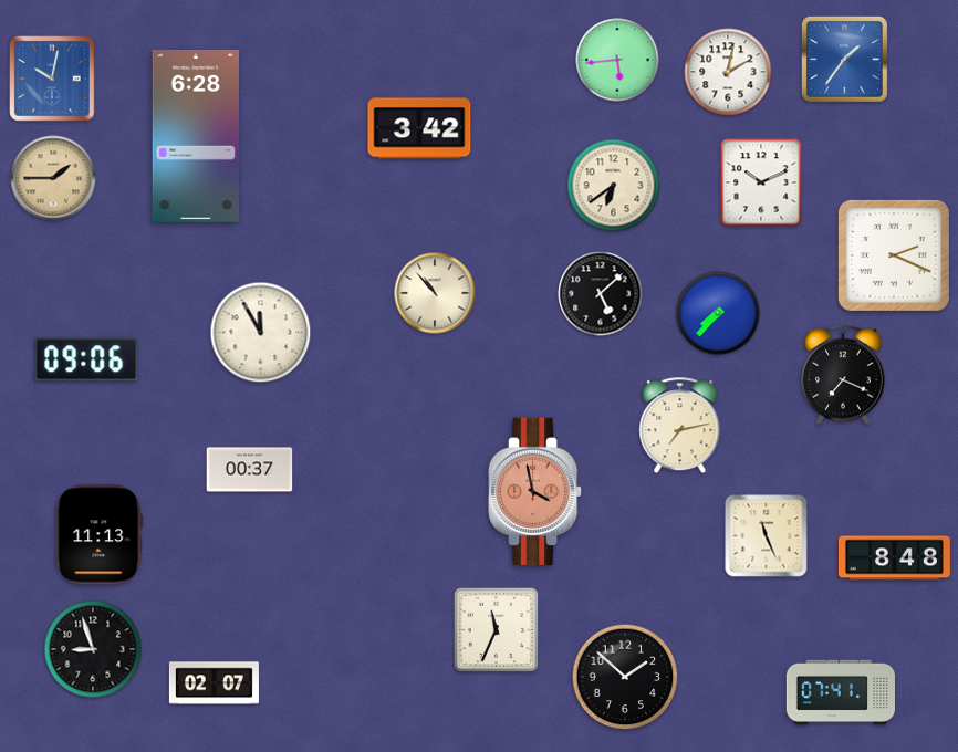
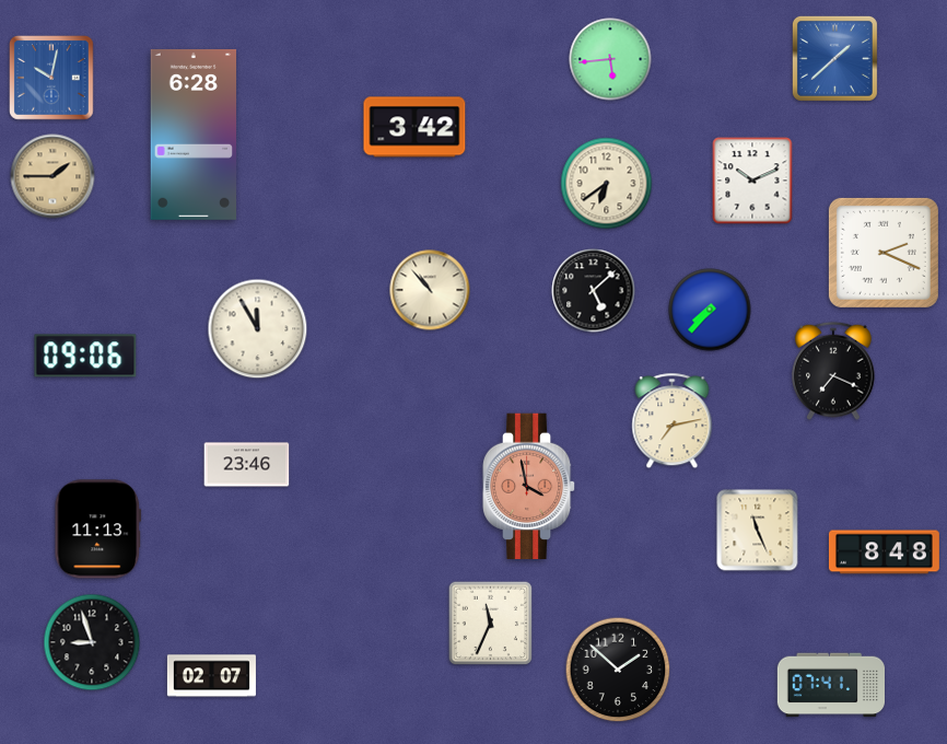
clock at (844, 59): 1:36 -> 1:38
clock at (728, 72): 2:02 -> none
clock at (250, 470): 00:37 -> 23:46
